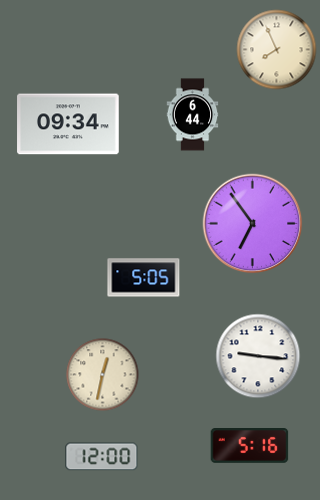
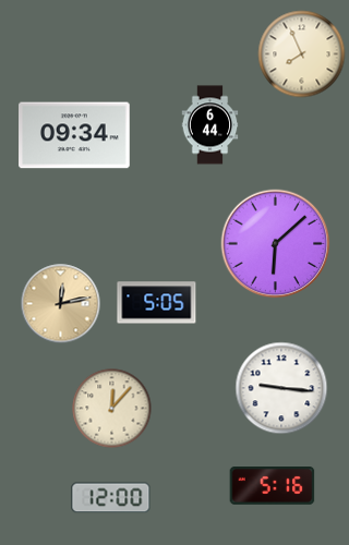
clock at (253, 224): 6:54 -> 6:08
clock at (61, 304): none -> 12:13
clock at (103, 375): 12:32 -> 12:07
